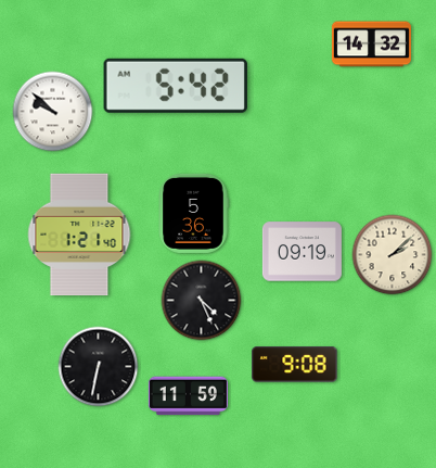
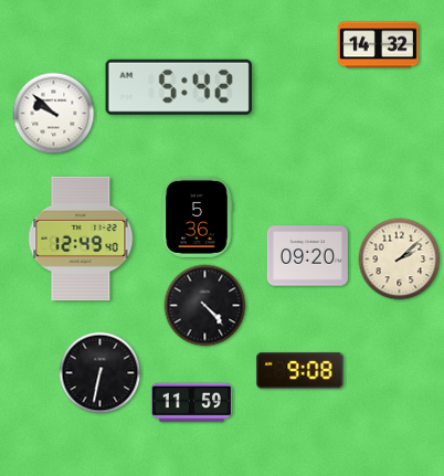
clock at (79, 235): 1:21 -> 12:49
clock at (302, 252): 09:19 -> 09:20
clock at (202, 301): 4:26 -> 4:23
